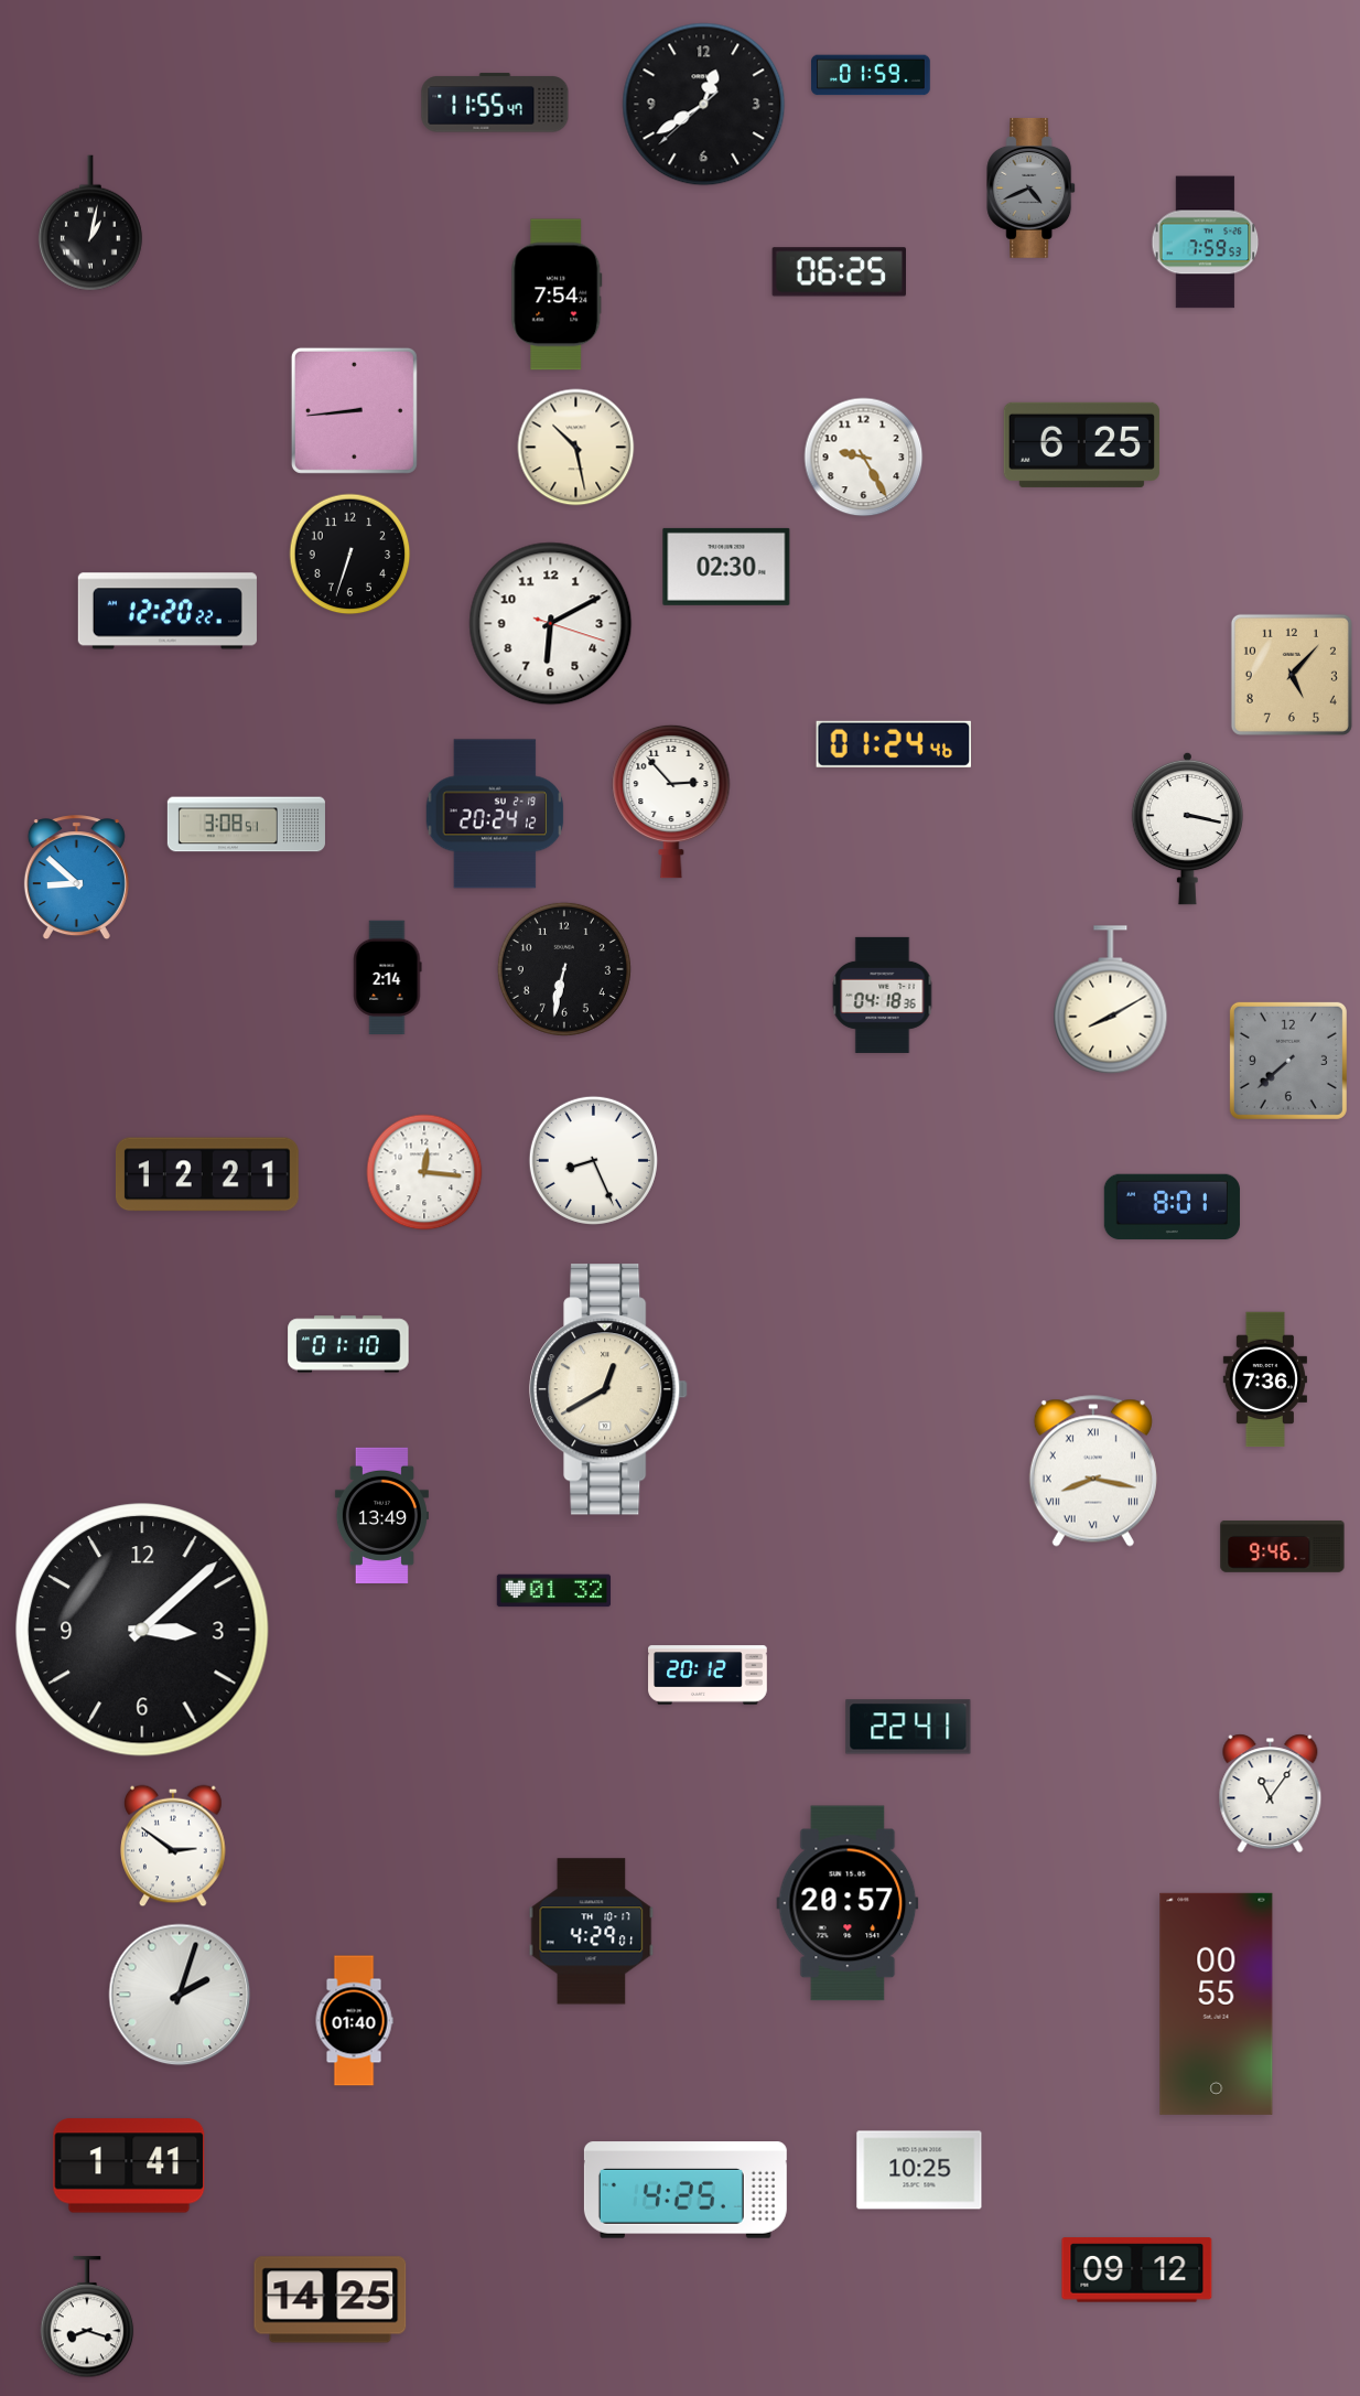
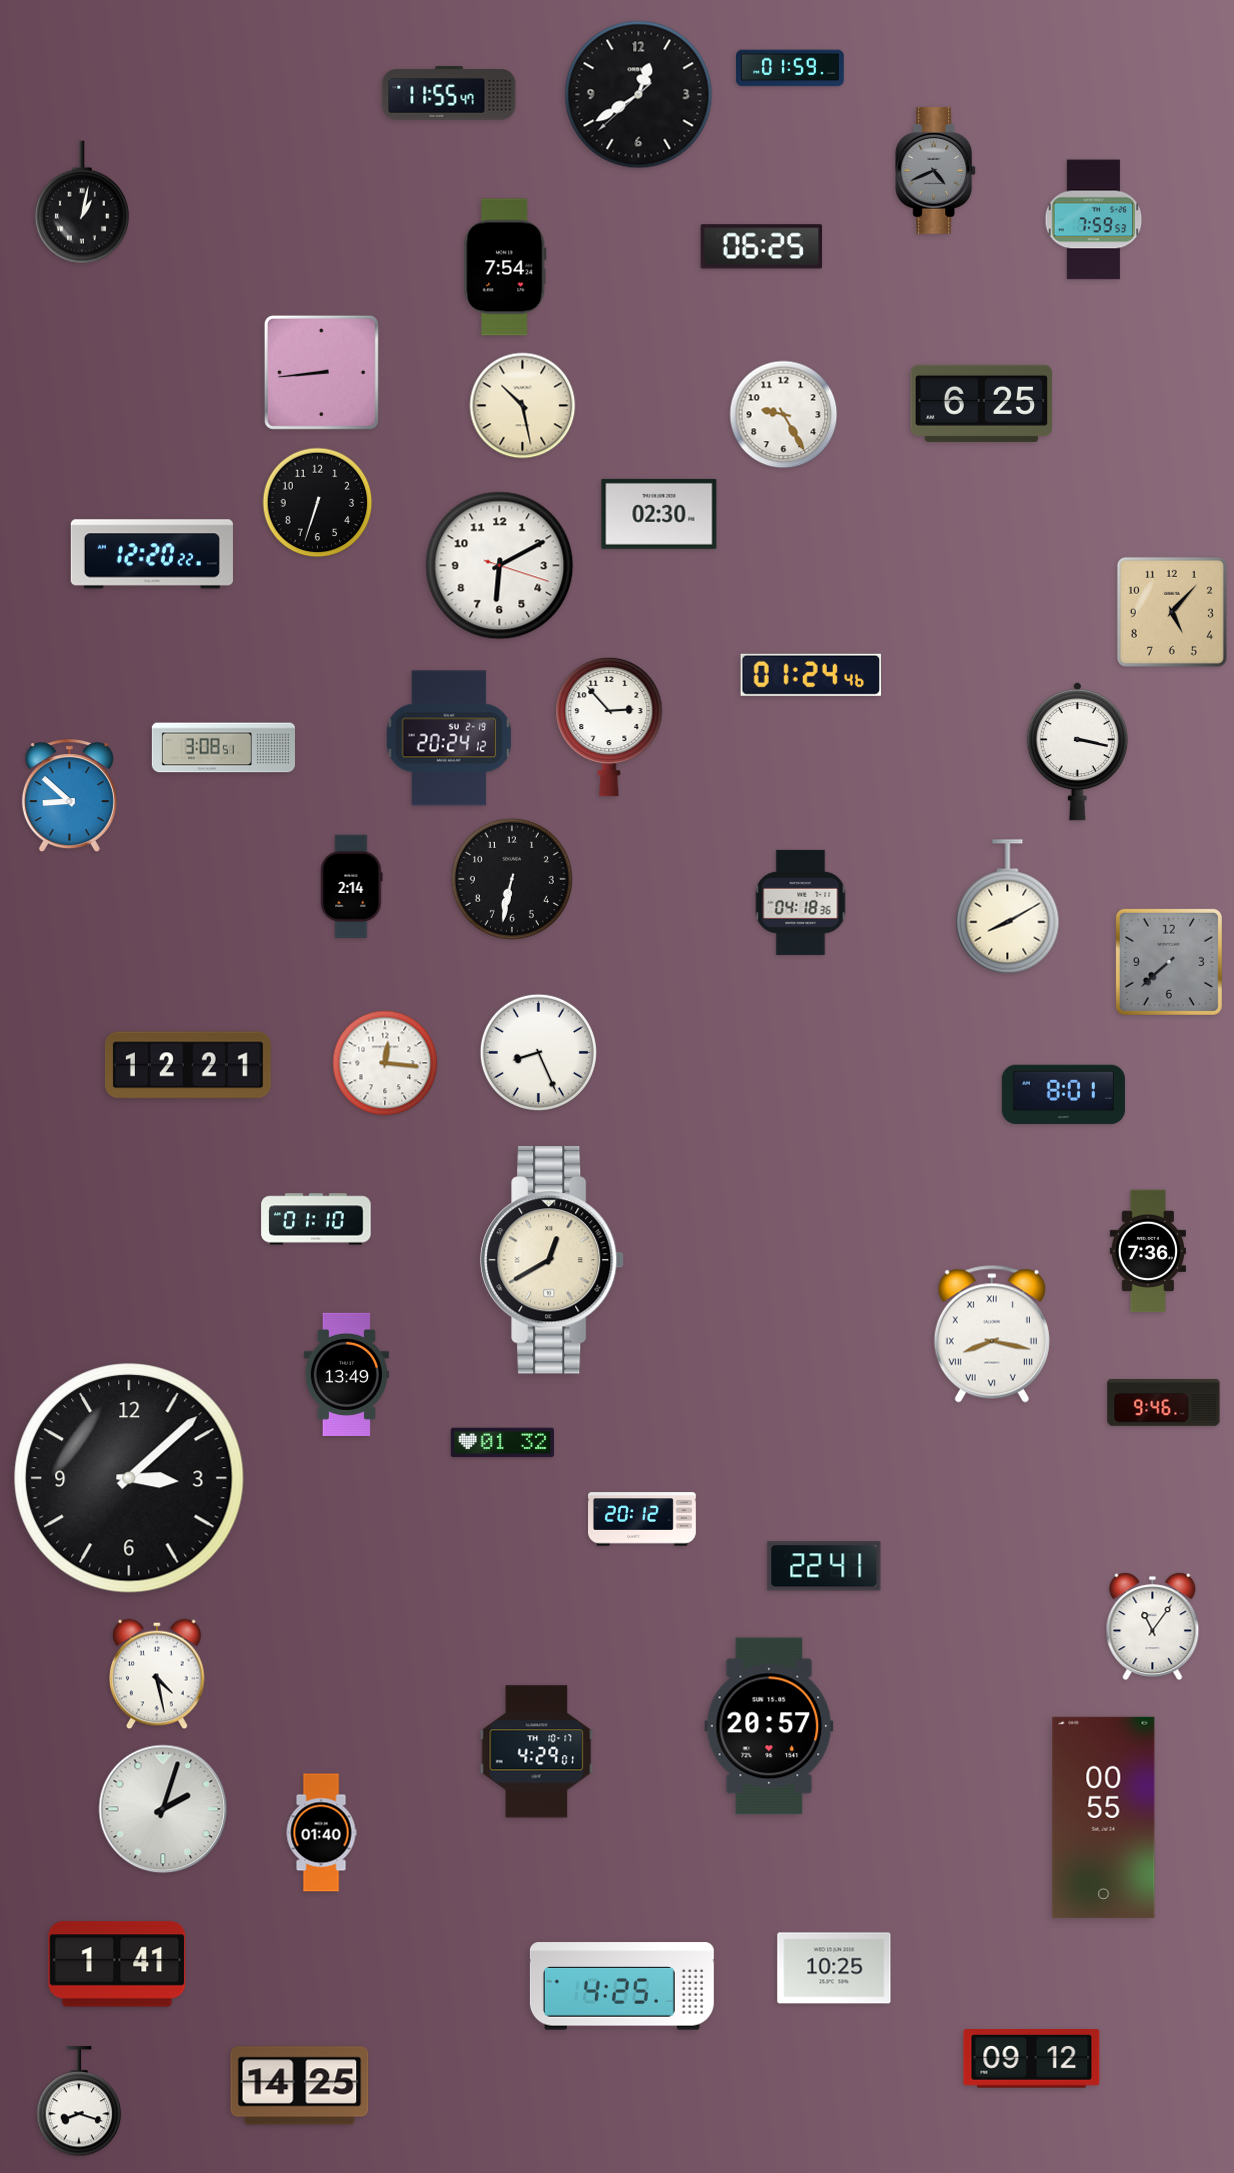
clock at (173, 1846): 2:51 -> 4:28
